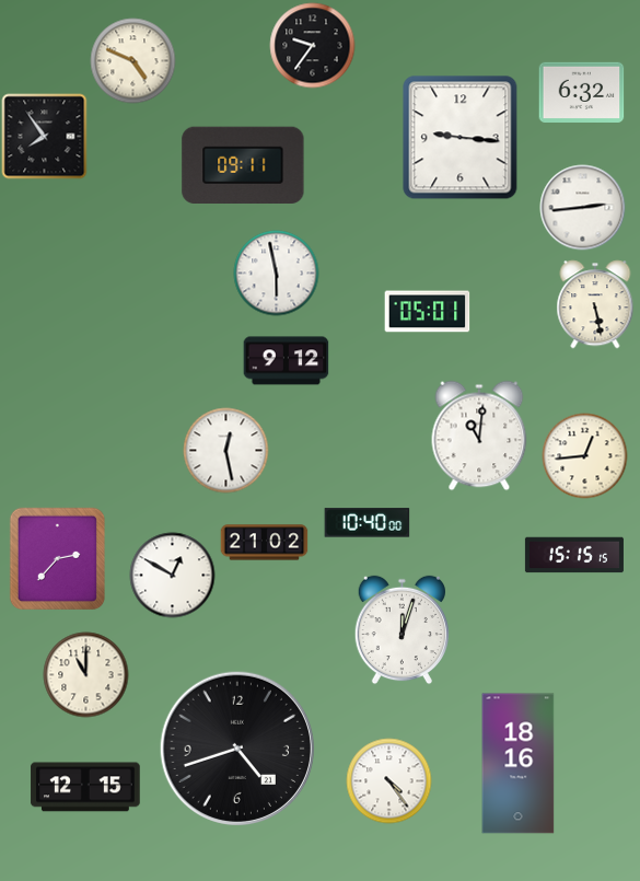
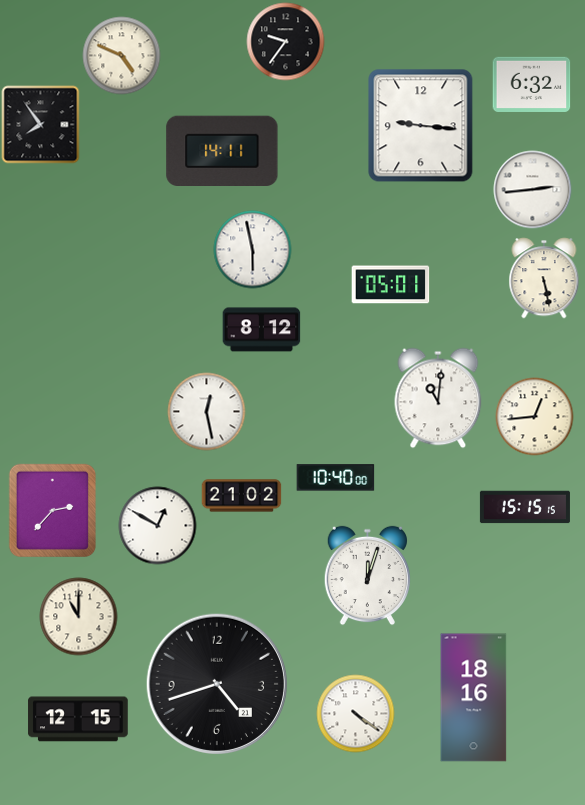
clock at (243, 165): 09:11 -> 14:11
clock at (286, 361): 9:12 -> 8:12
clock at (388, 780): 4:24 -> 4:21
